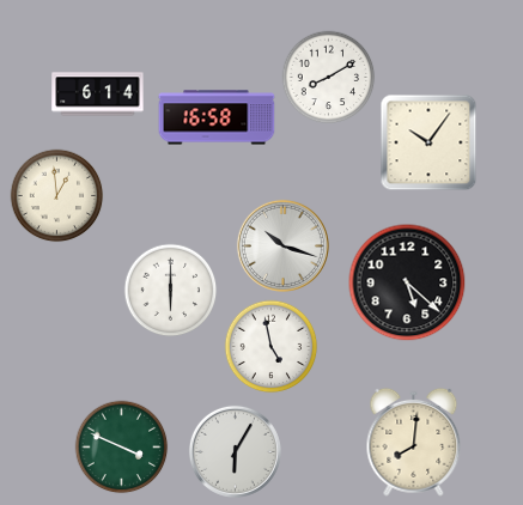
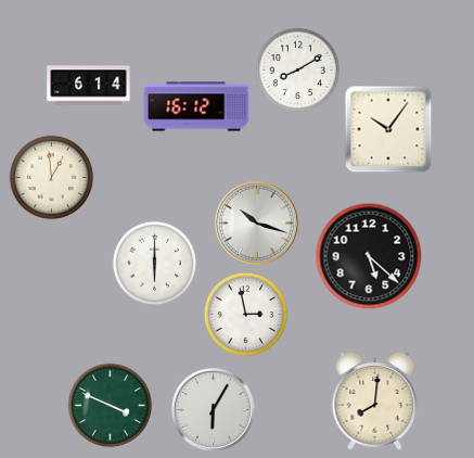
clock at (217, 117): 16:58 -> 16:12
clock at (270, 346): 4:58 -> 2:58
